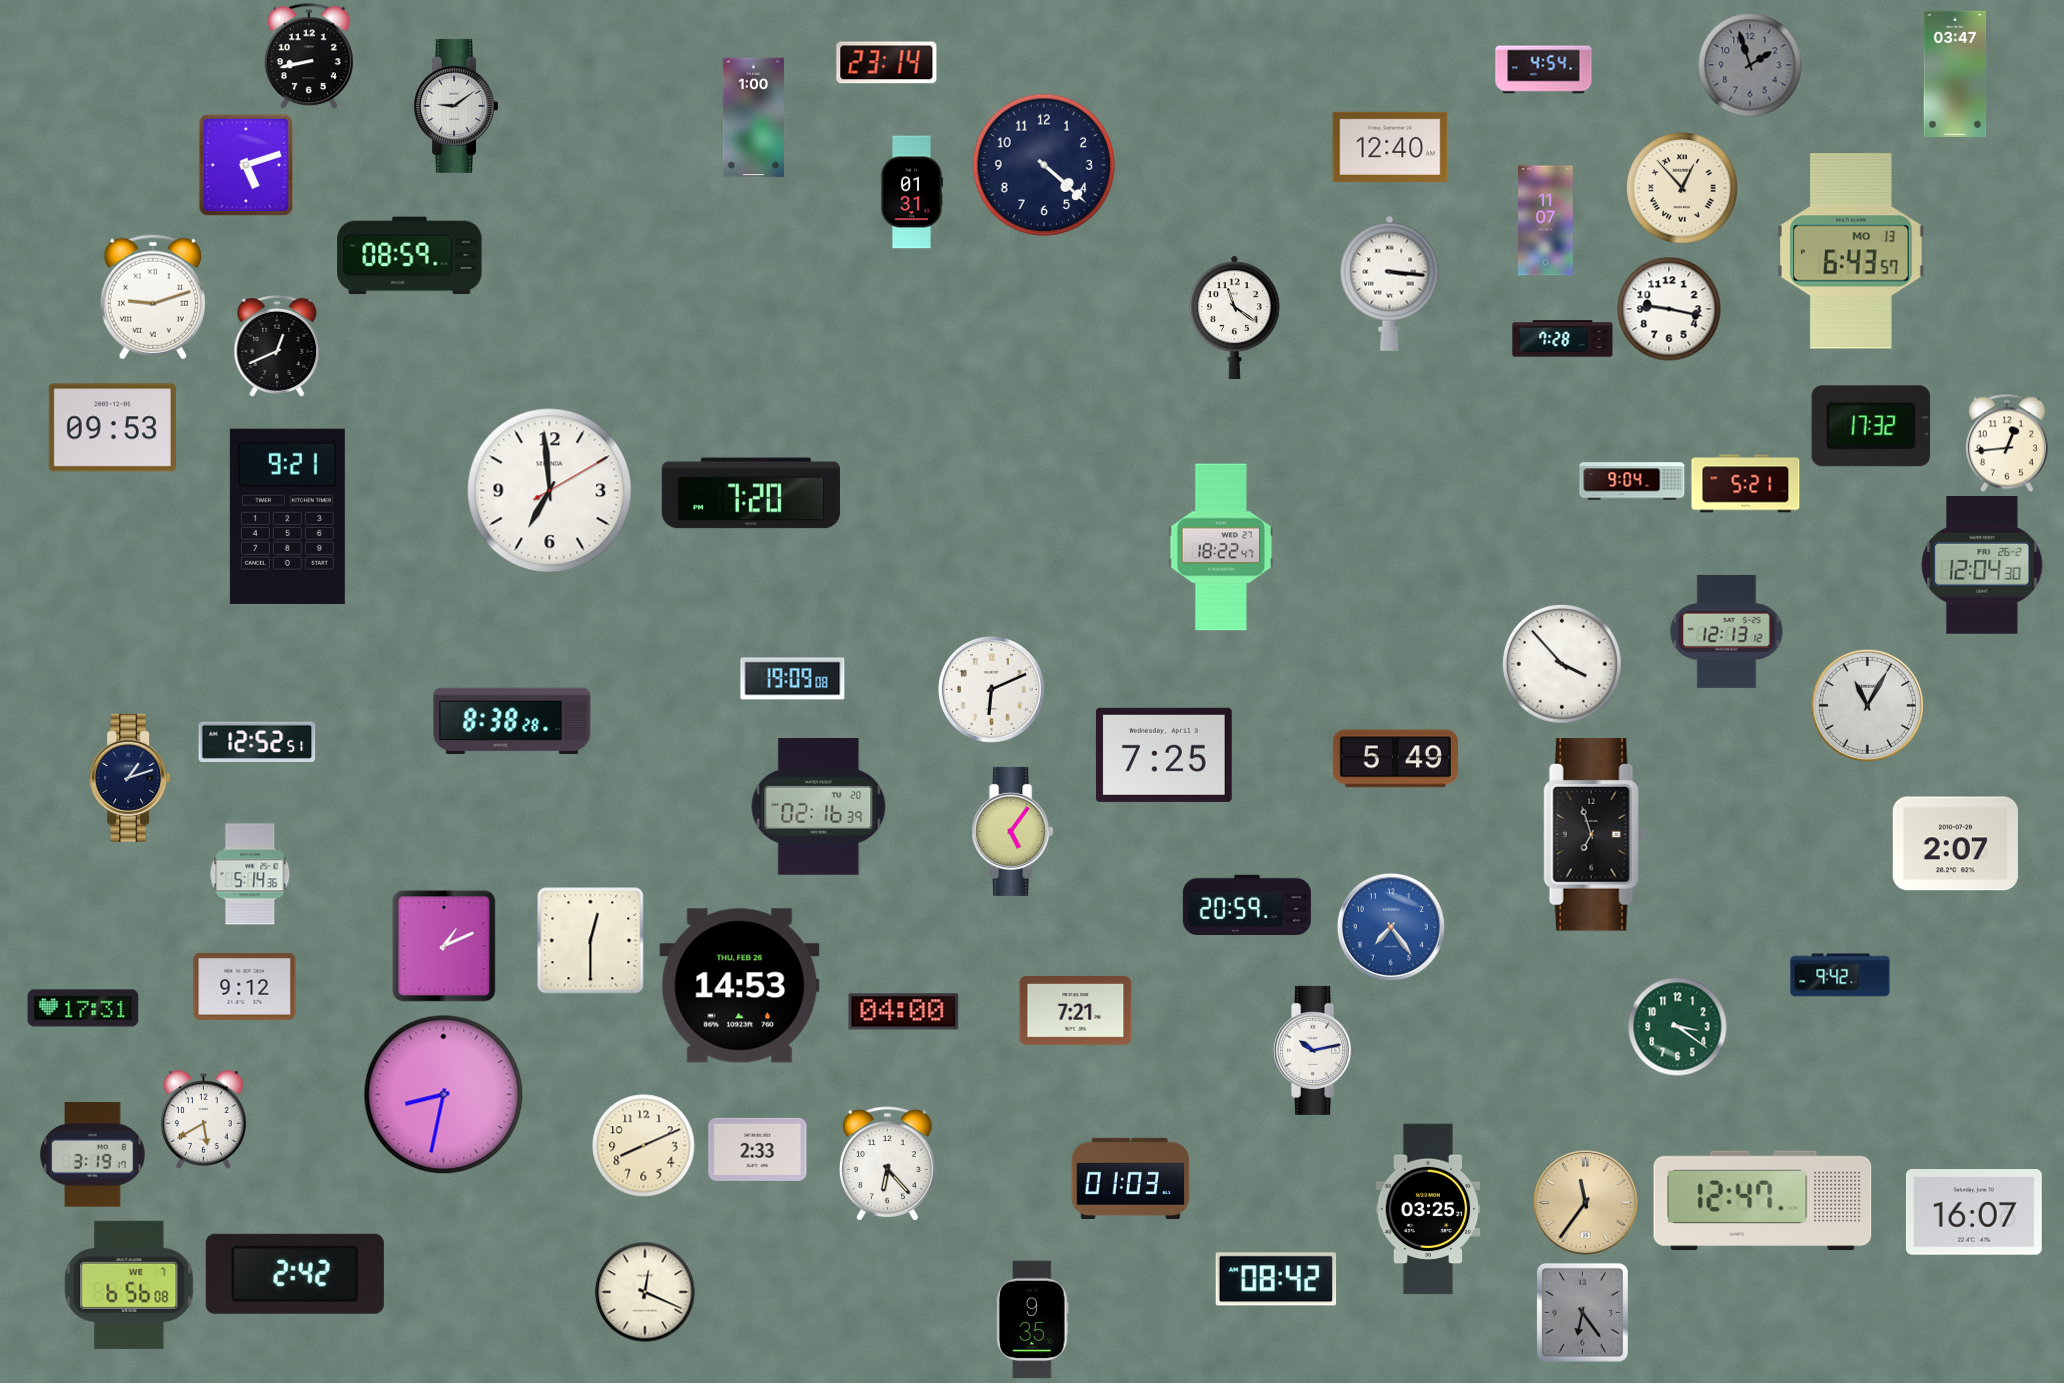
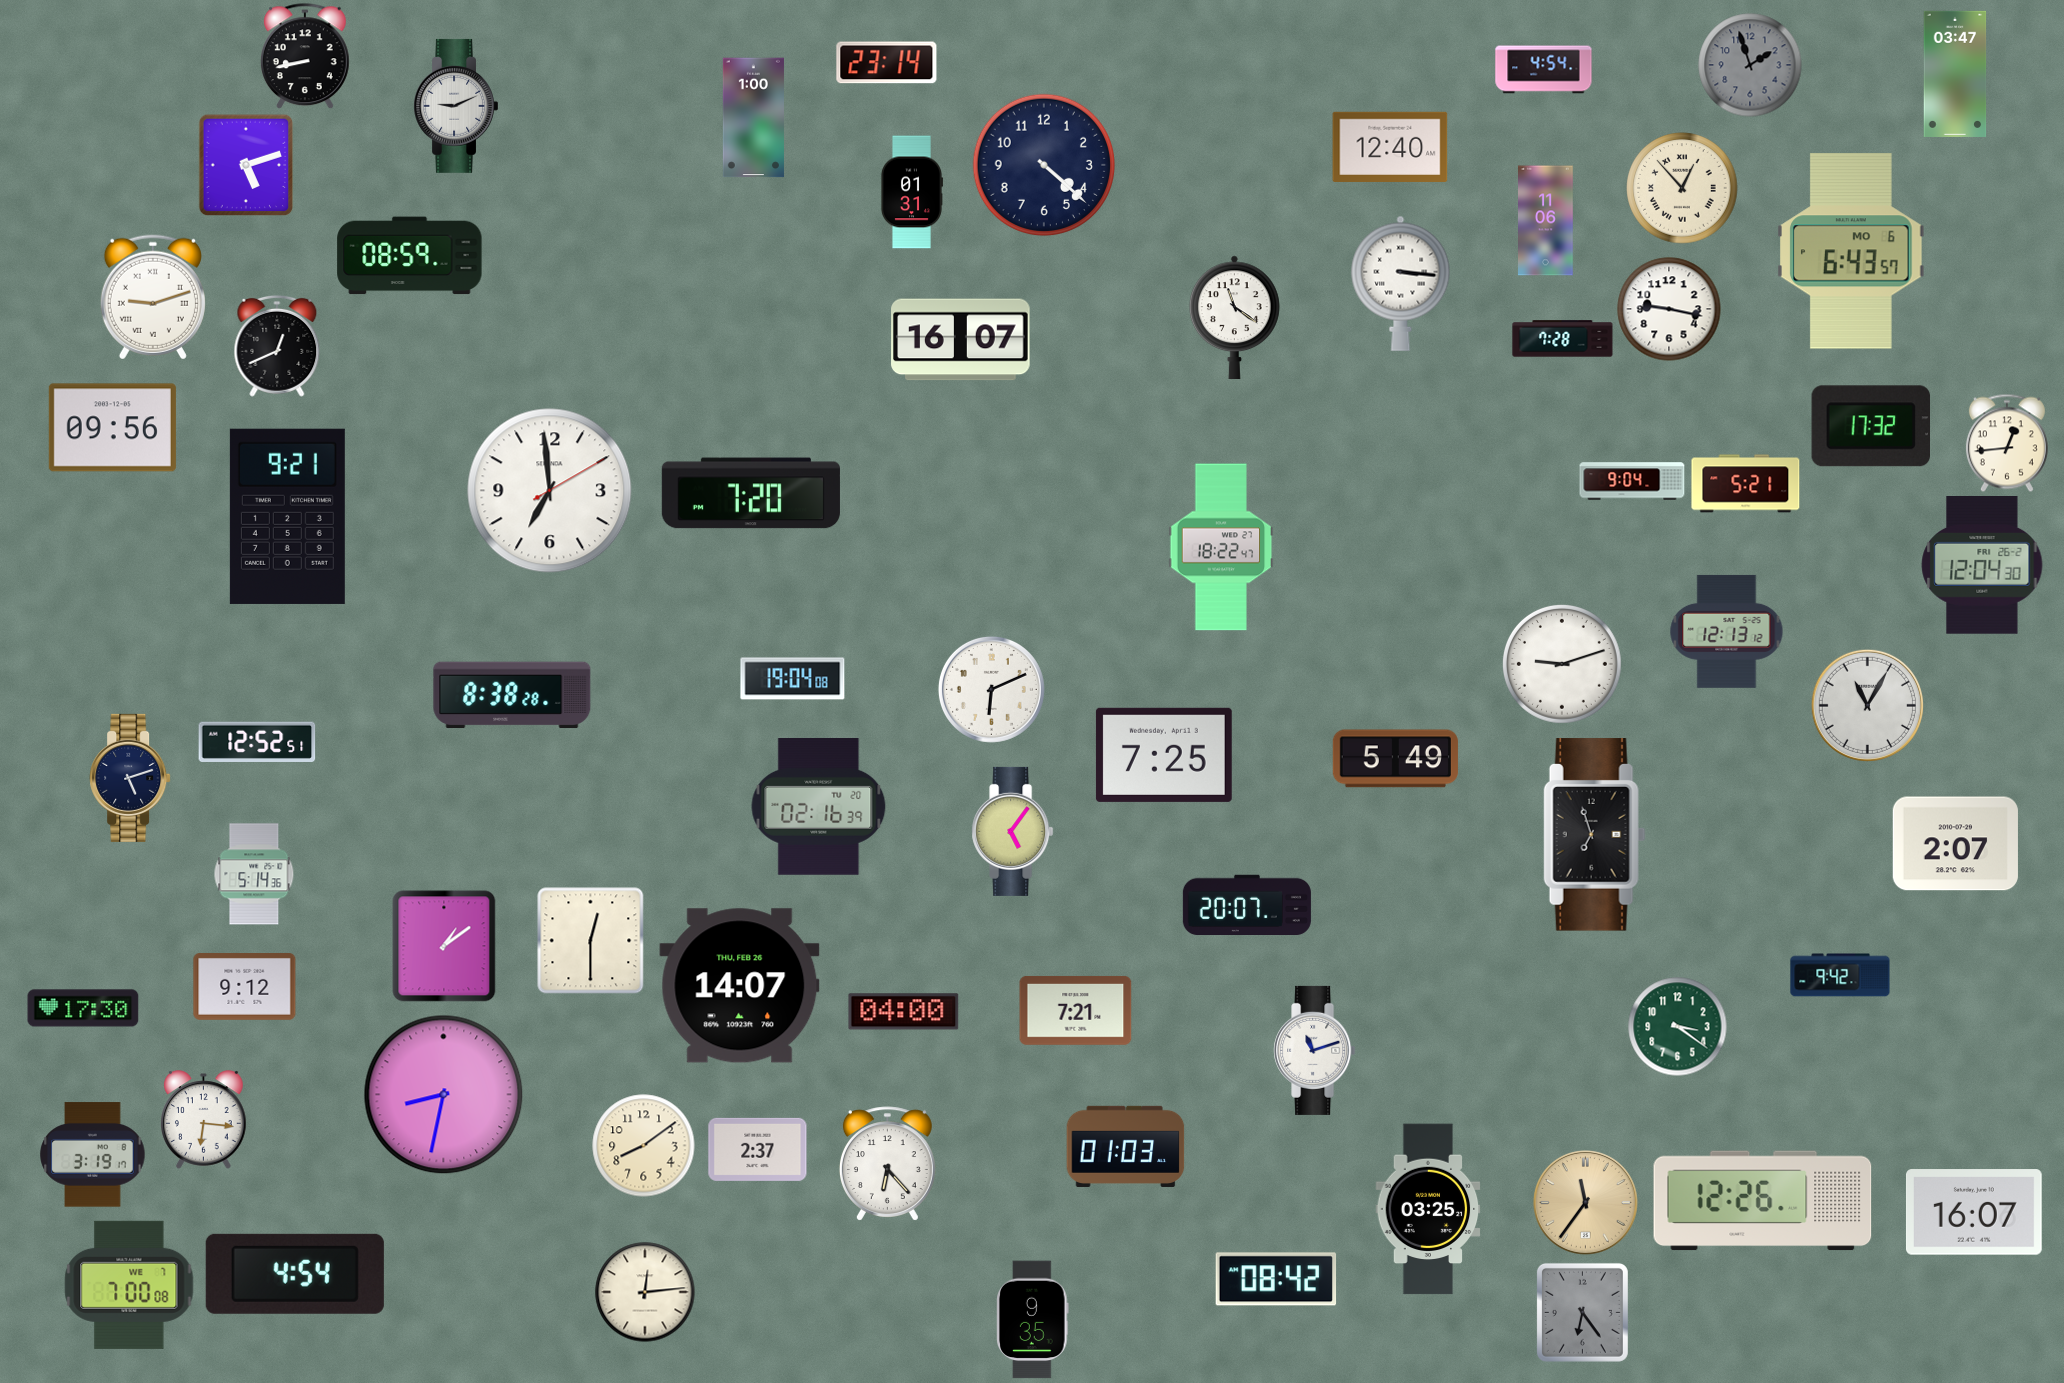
clock at (309, 56) position: (309, 56) -> (305, 56)
clock at (455, 106): 9:09 -> 9:11
clock at (1546, 221): 11:07 -> 11:06
clock at (1852, 251) date: MO 13 -> MO 6
clock at (1390, 283) position: (1390, 283) -> (1401, 283)
clock at (961, 340): none -> 16:07
clock at (112, 428): 09:53 -> 09:56
clock at (1562, 664): 3:53 -> 9:12
clock at (793, 679): 19:09 -> 19:04
clock at (512, 721) position: (512, 721) -> (512, 695)
clock at (130, 778): 1:12 -> 5:12
clock at (250, 874) position: (250, 874) -> (254, 874)
clock at (1247, 904): 20:59 -> 20:07
clock at (1391, 927): 7:24 -> none
clock at (444, 946): 1:11 -> 1:09
clock at (740, 986): 14:53 -> 14:07
clock at (83, 1008): 17:31 -> 17:30
clock at (1315, 1050): 10:13 -> 11:12
clock at (204, 1120): 5:40 -> 6:16
clock at (644, 1146): 8:11 -> 8:09
clock at (758, 1149): 2:33 -> 2:37
clock at (1131, 1178) position: (1131, 1178) -> (1126, 1146)
clock at (1763, 1201): 12:47 -> 12:26
clock at (295, 1274): 2:42 -> 4:54
clock at (129, 1285): 6:56 -> 7:00
clock at (645, 1292): 12:19 -> 12:14
